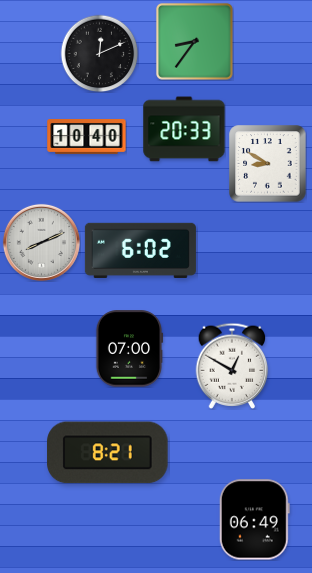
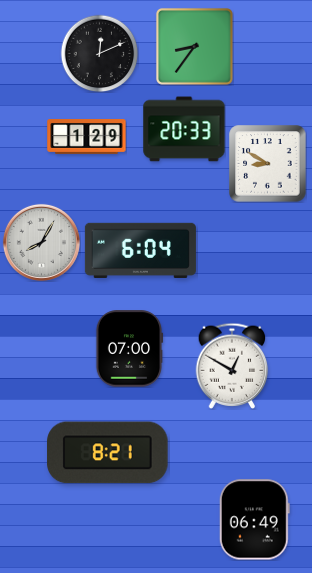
clock at (194, 41) position: (194, 41) -> (194, 46)
clock at (87, 137): 10:40 -> 1:29
clock at (41, 242): 8:11 -> 8:05
clock at (140, 250): 6:02 -> 6:04
